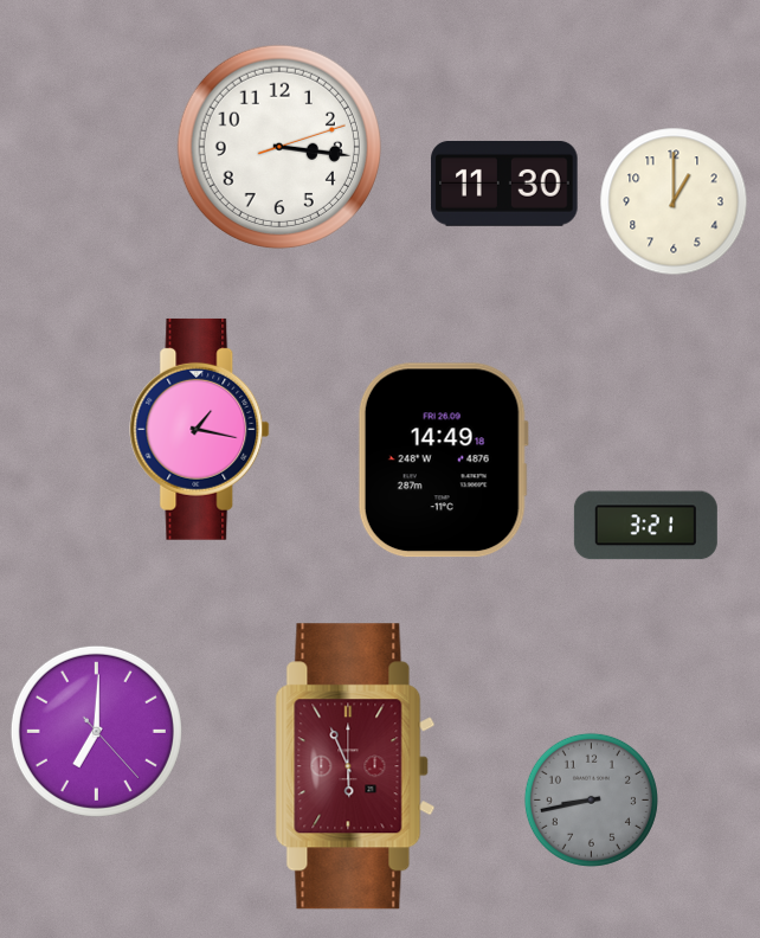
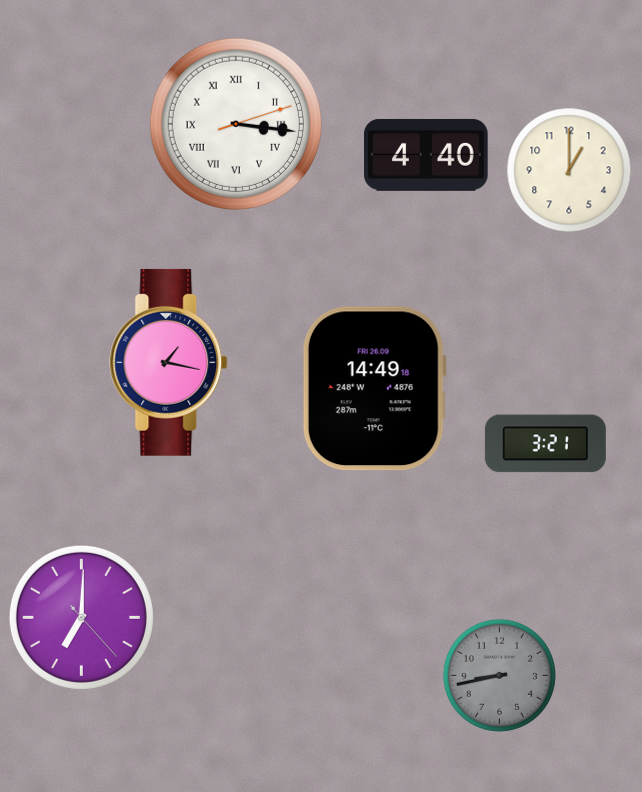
clock at (279, 147) numerals: Arabic -> Roman
clock at (504, 184): 11:30 -> 4:40
clock at (355, 766): 5:56 -> none
